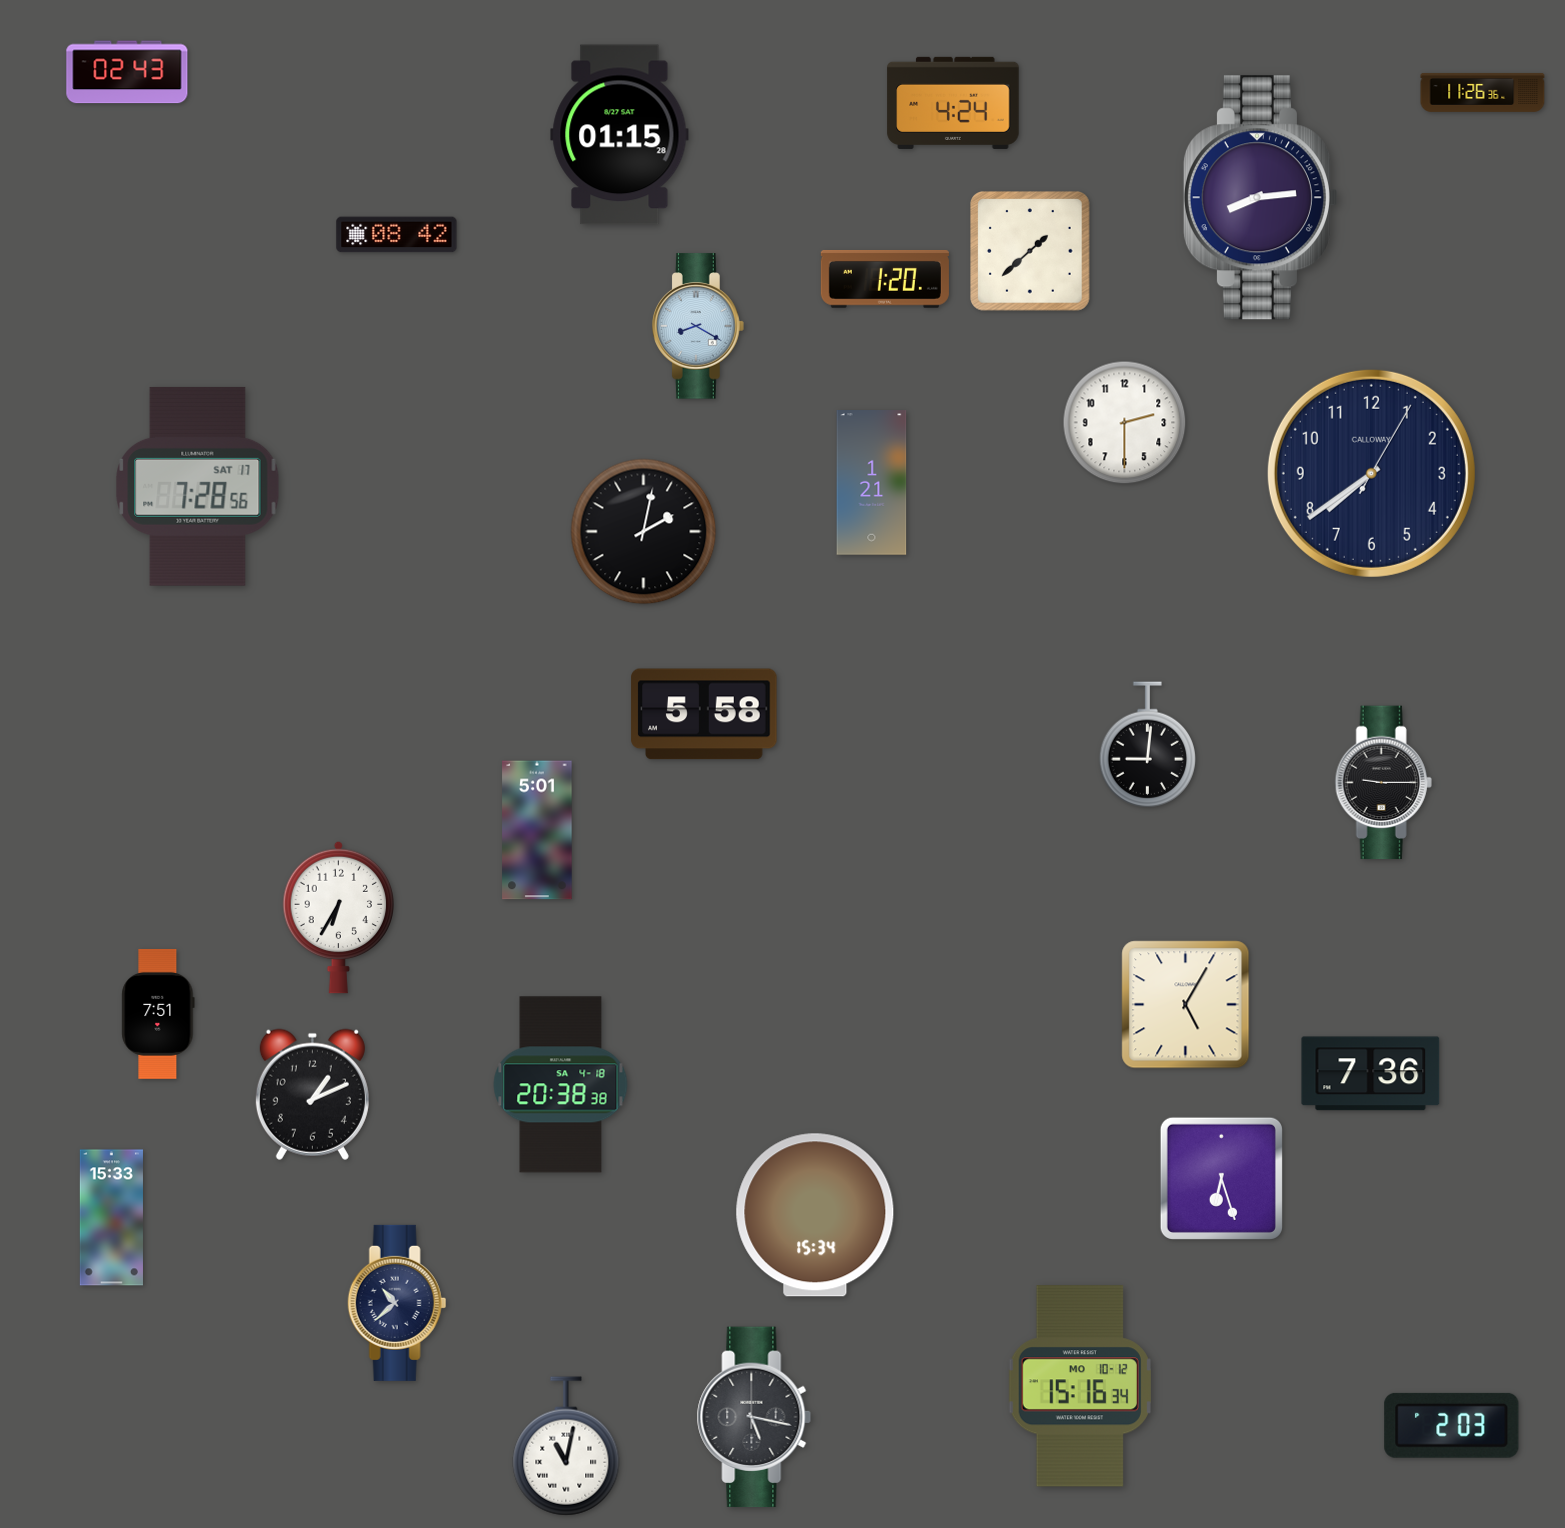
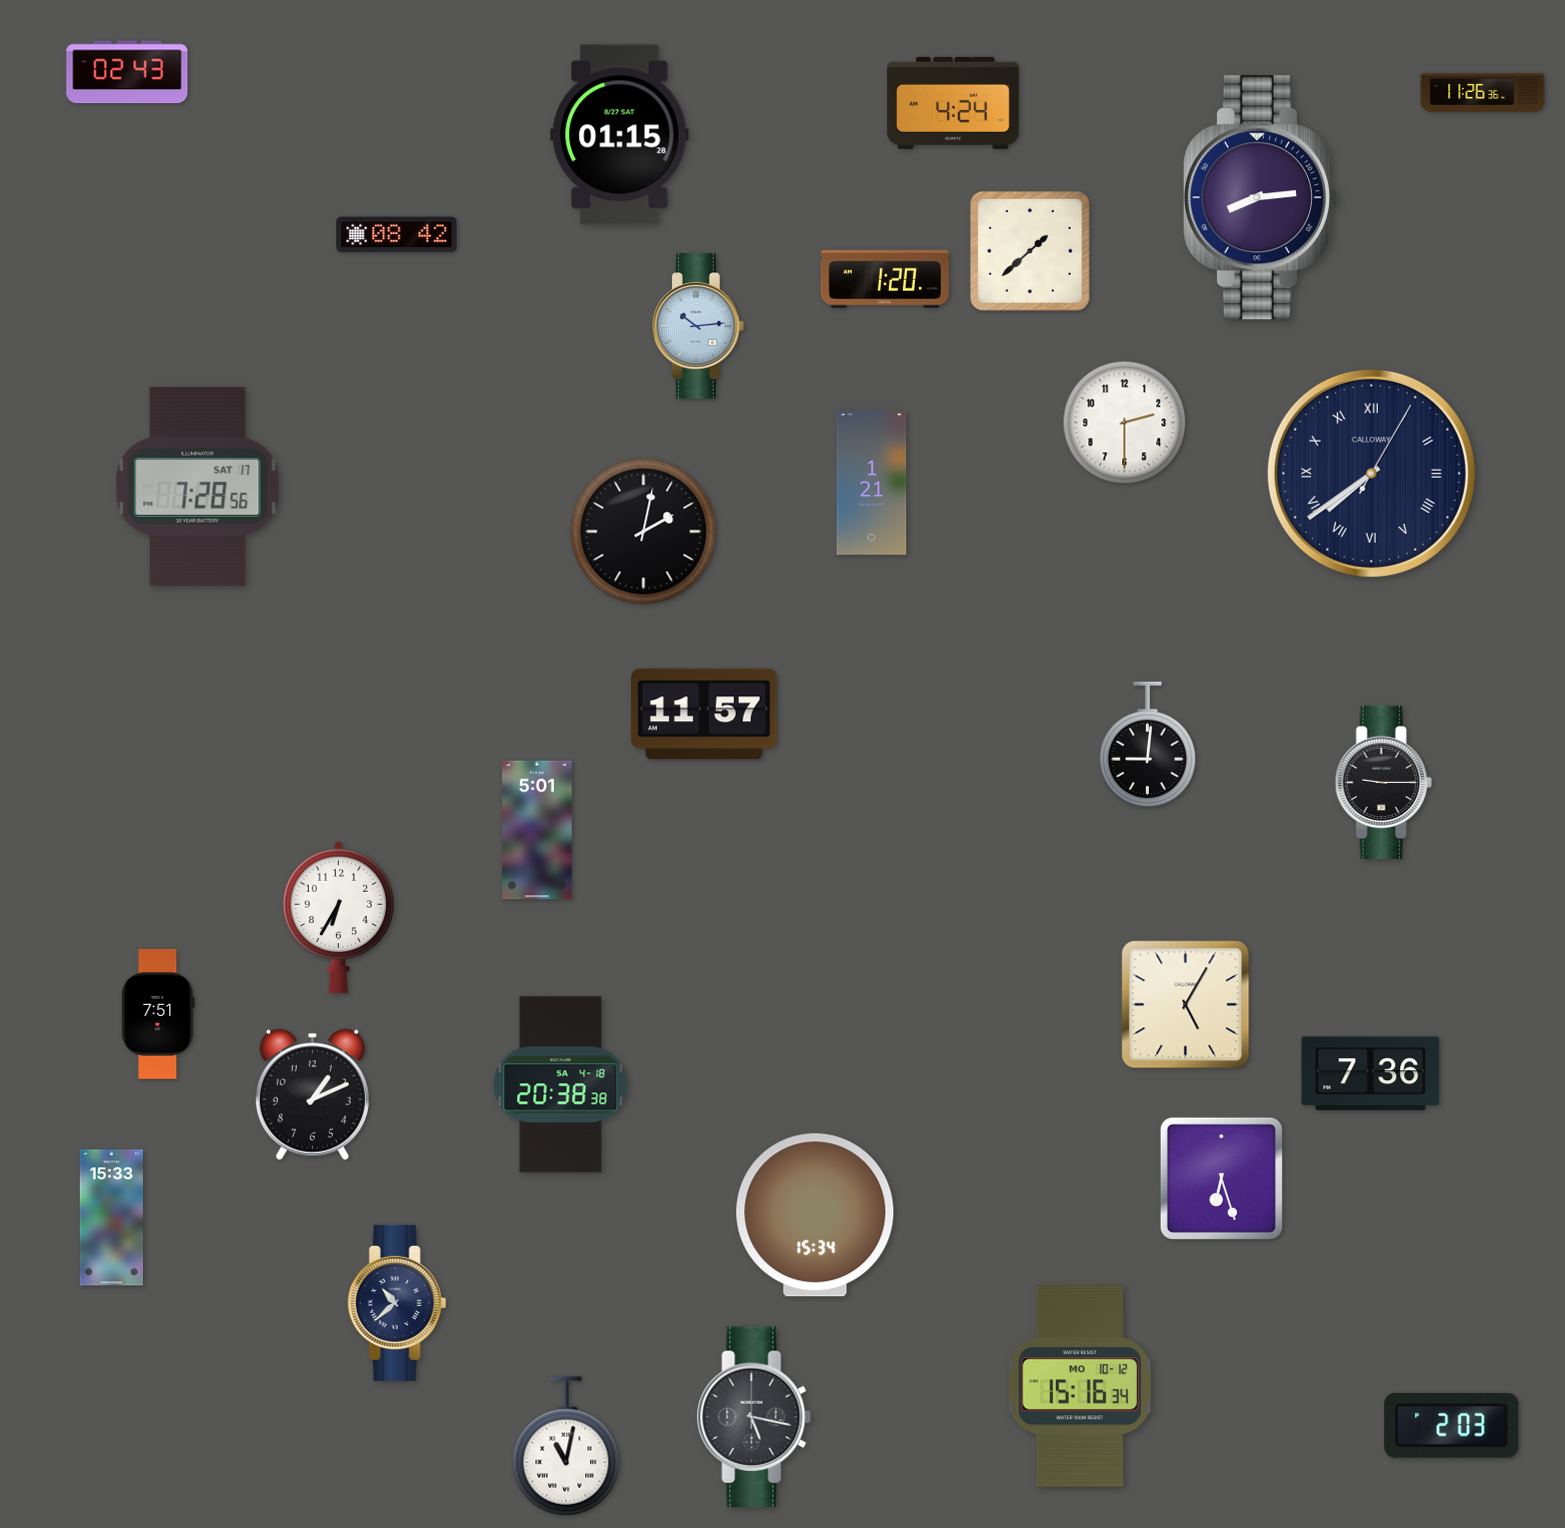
clock at (699, 326): 8:20 -> 10:14
clock at (1371, 473) numerals: Arabic -> Roman
clock at (704, 714): 5:58 -> 11:57
